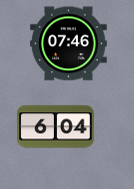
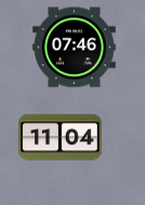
clock at (56, 127): 6:04 -> 11:04
